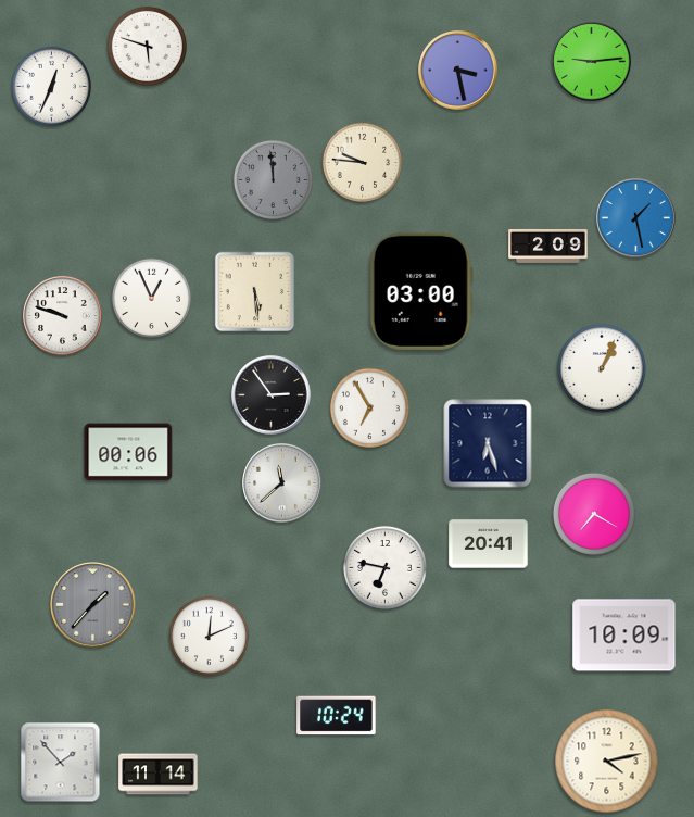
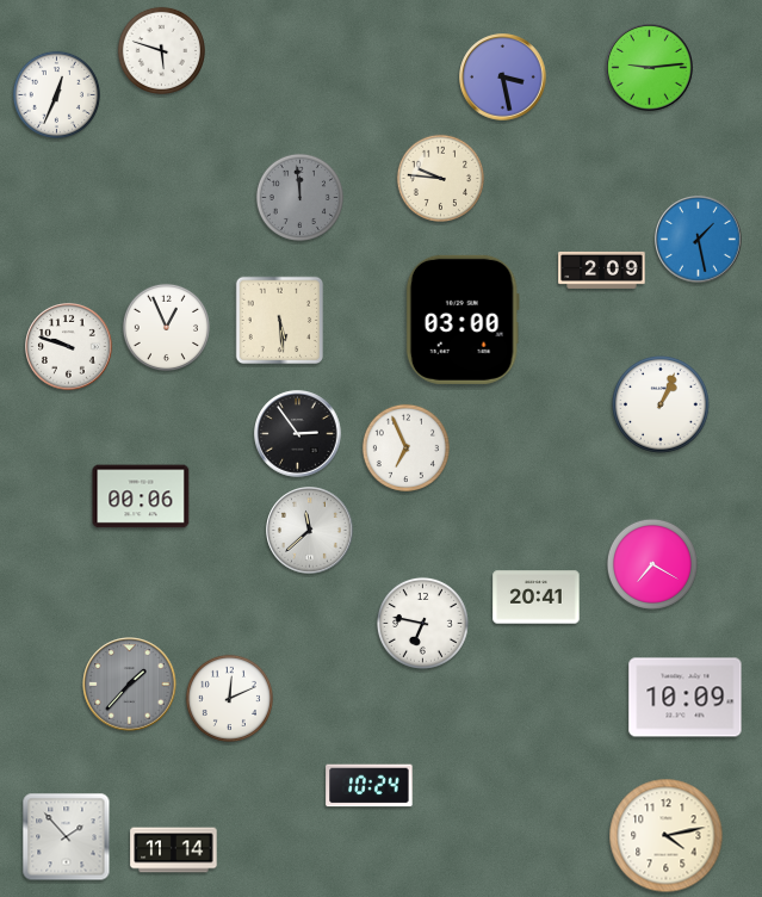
clock at (362, 162) position: (362, 162) -> (440, 178)
clock at (369, 407): 6:55 -> 6:56
clock at (488, 443): 6:27 -> none
clock at (93, 605) position: (93, 605) -> (130, 685)
